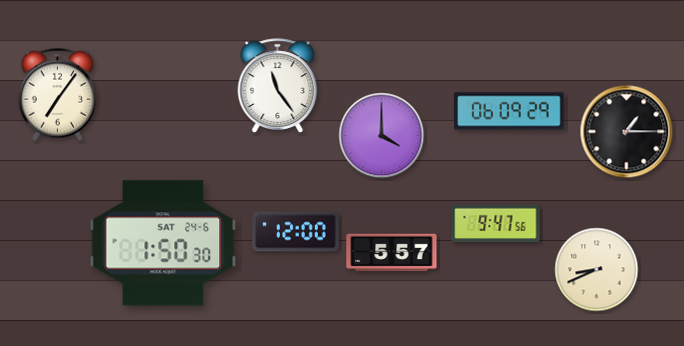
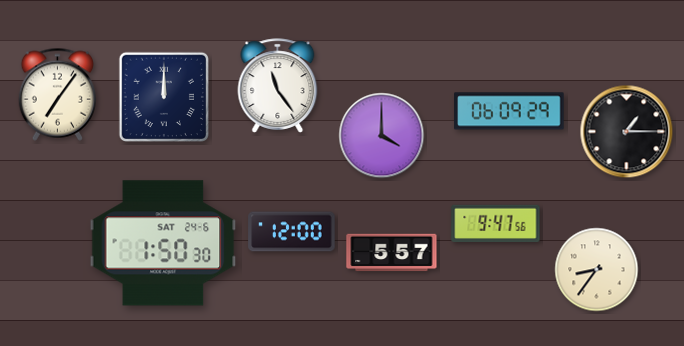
clock at (163, 96): none -> 12:00
clock at (296, 232) position: (296, 232) -> (292, 232)
clock at (597, 270): 8:41 -> 8:36
